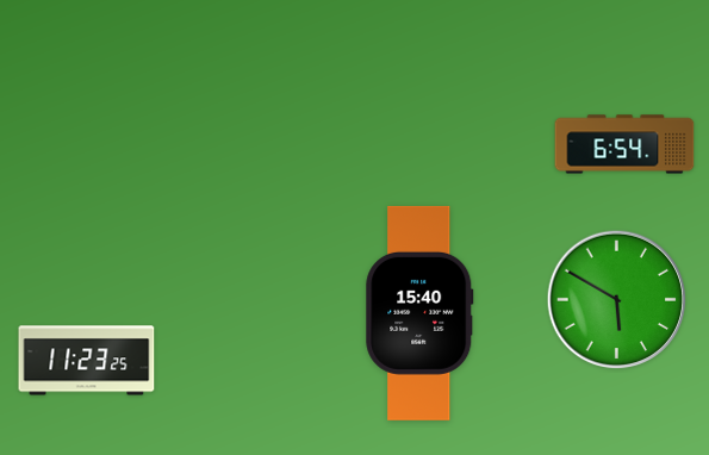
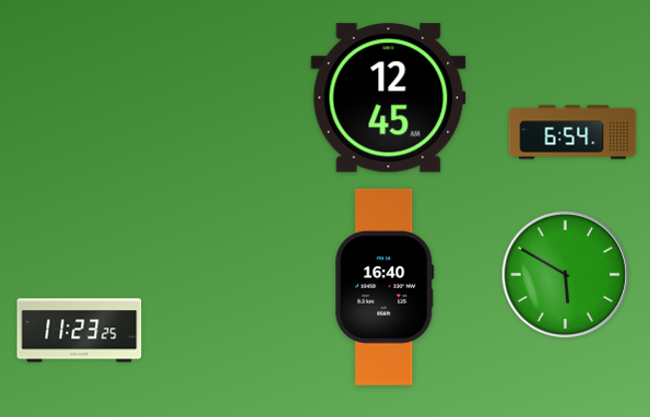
clock at (389, 98): none -> 12:45
clock at (419, 313): 15:40 -> 16:40
